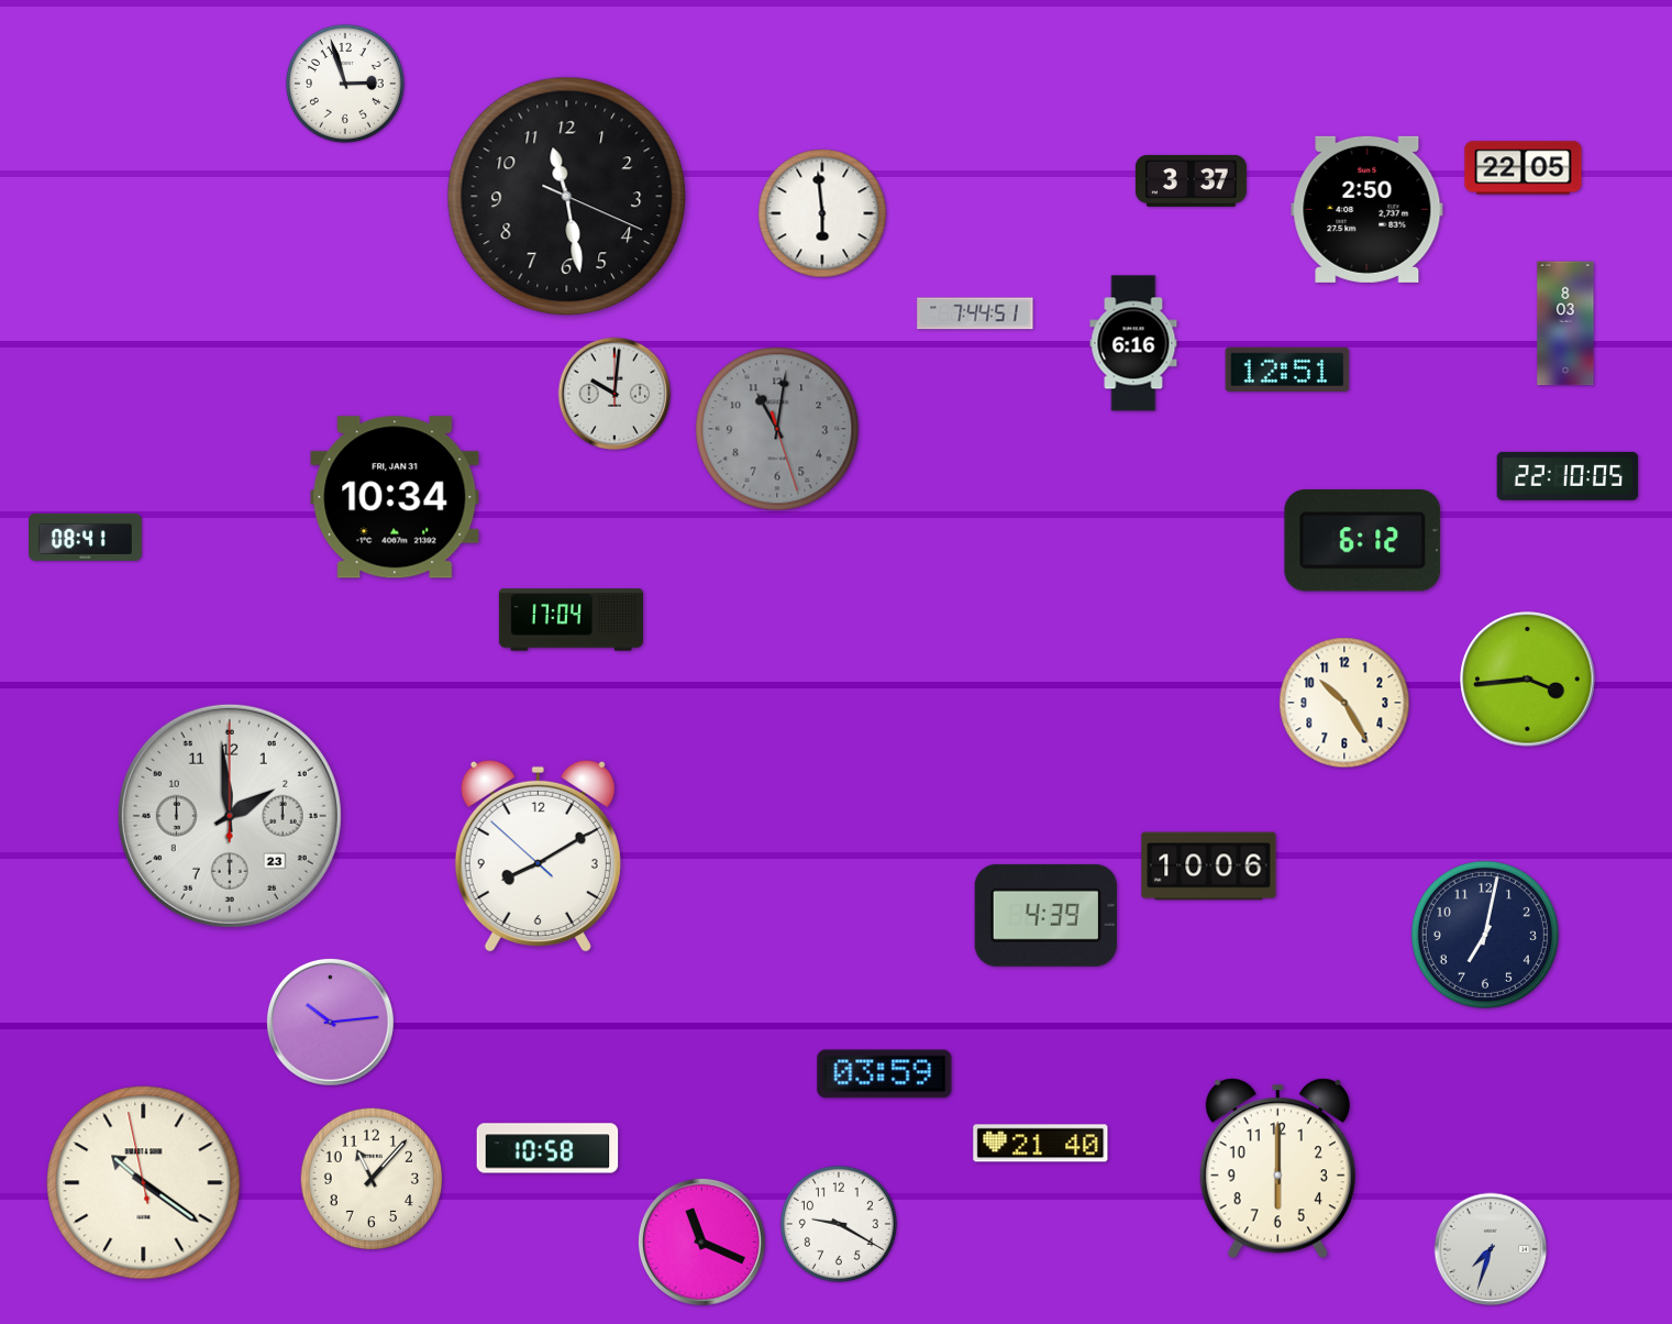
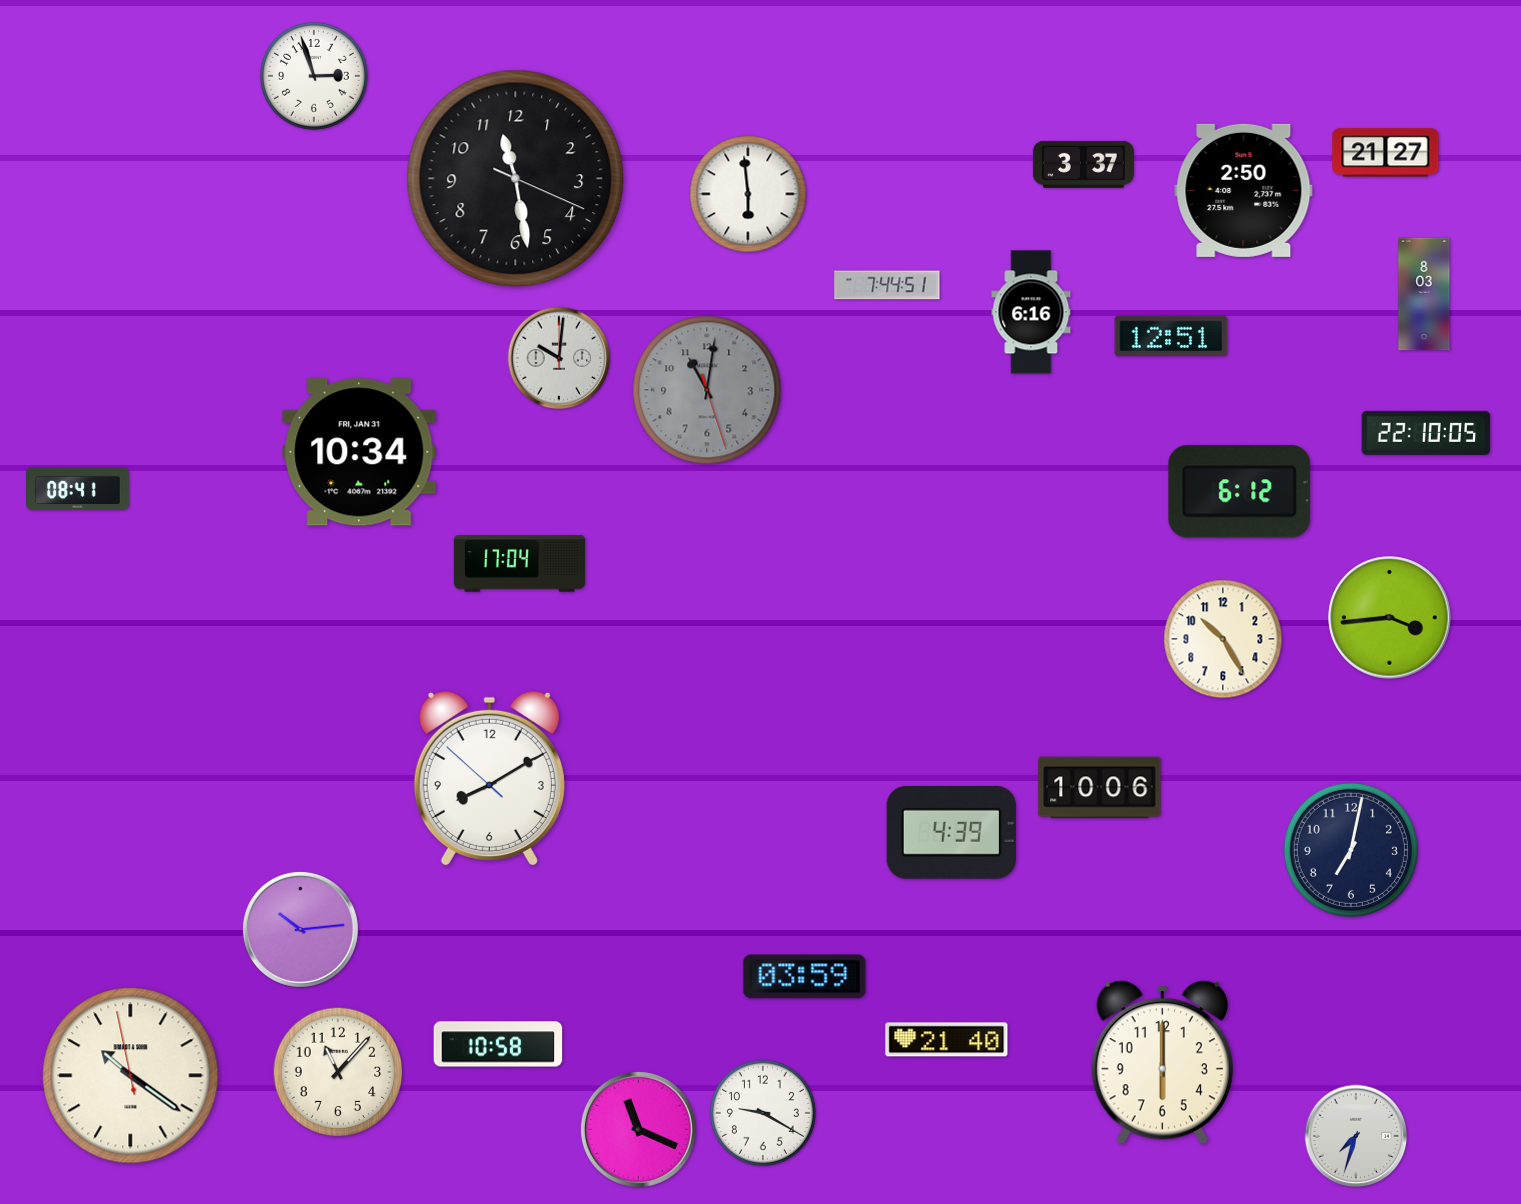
clock at (1524, 168): 22:05 -> 21:27
clock at (230, 816): 1:59 -> none
